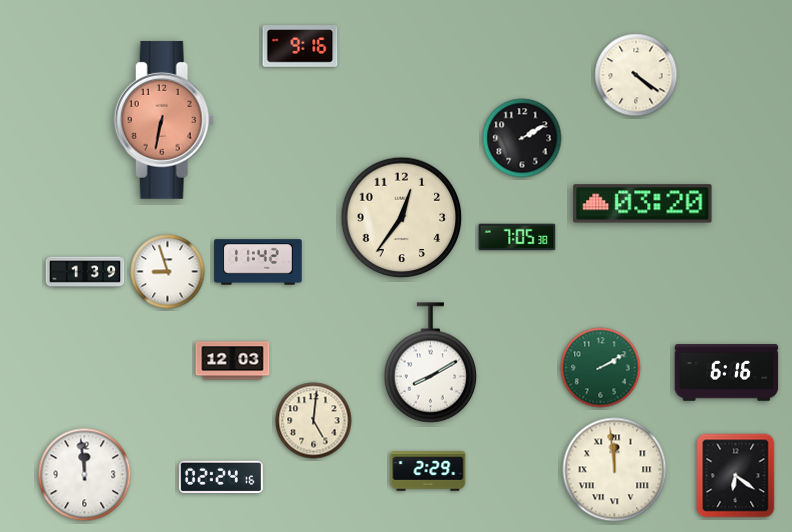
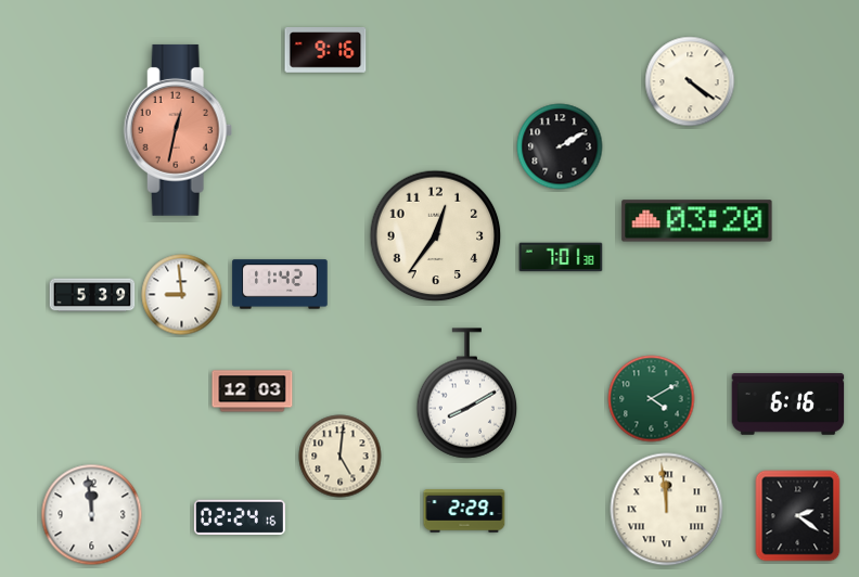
clock at (164, 120): 6:32 -> 12:32
clock at (522, 138) position: (522, 138) -> (560, 146)
clock at (517, 237): 7:05 -> 7:01
clock at (85, 272): 1:39 -> 5:39
clock at (168, 272): 8:57 -> 8:59
clock at (601, 368): 2:10 -> 4:10
clock at (736, 476): 6:21 -> 2:21
